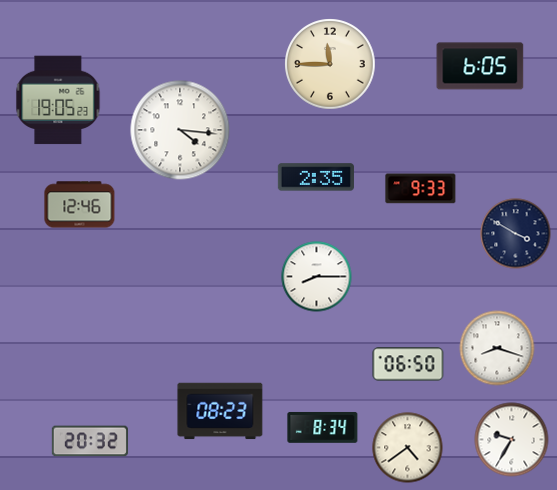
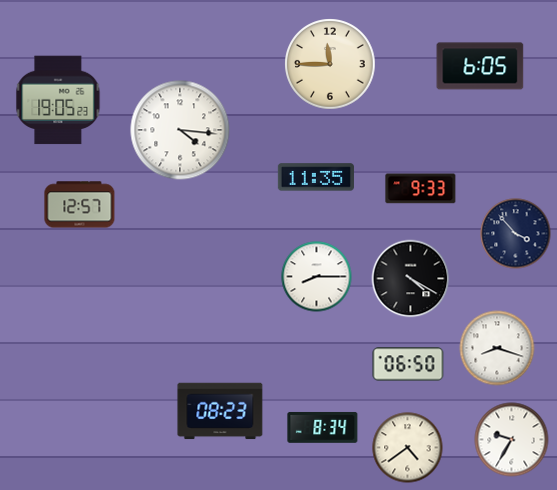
clock at (316, 177): 2:35 -> 11:35
clock at (80, 205): 12:46 -> 12:57
clock at (516, 234): 3:50 -> 3:53
clock at (411, 279): none -> 4:20
clock at (90, 441): 20:32 -> none
